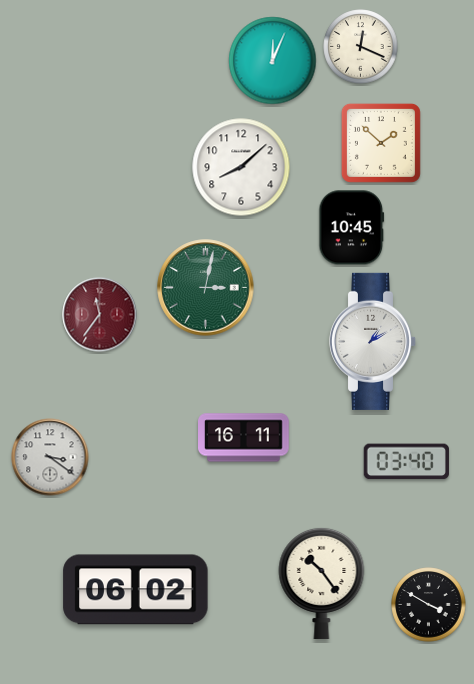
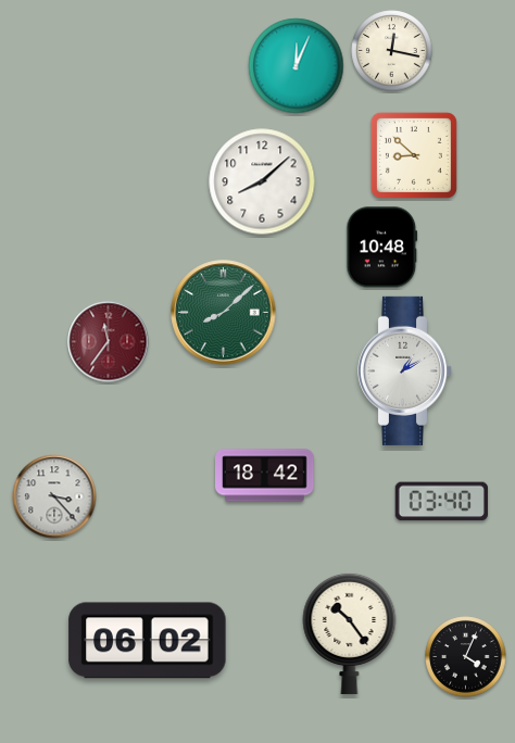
clock at (361, 47): 12:19 -> 12:17
clock at (381, 143): 1:52 -> 8:52
clock at (352, 228): 10:45 -> 10:48
clock at (206, 288): 3:02 -> 8:08
clock at (244, 438): 16:11 -> 18:42
clock at (50, 457): 3:21 -> 3:23
clock at (429, 605): 3:50 -> 4:04
